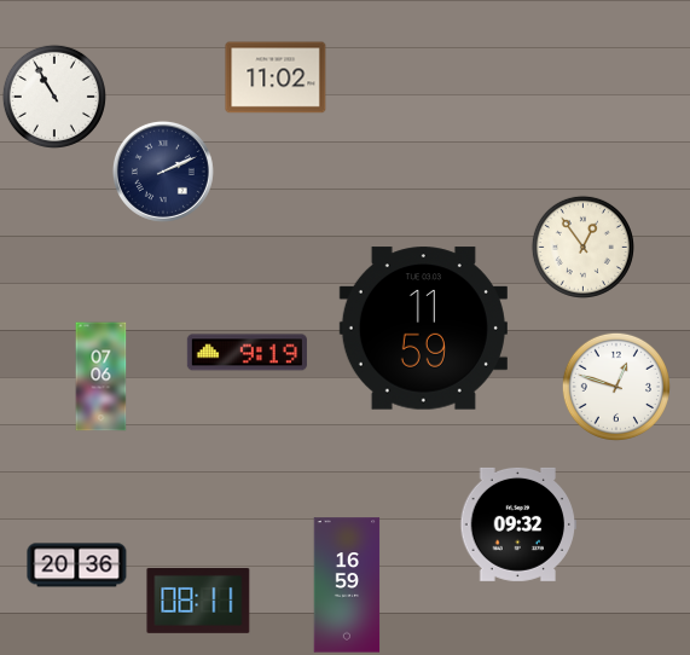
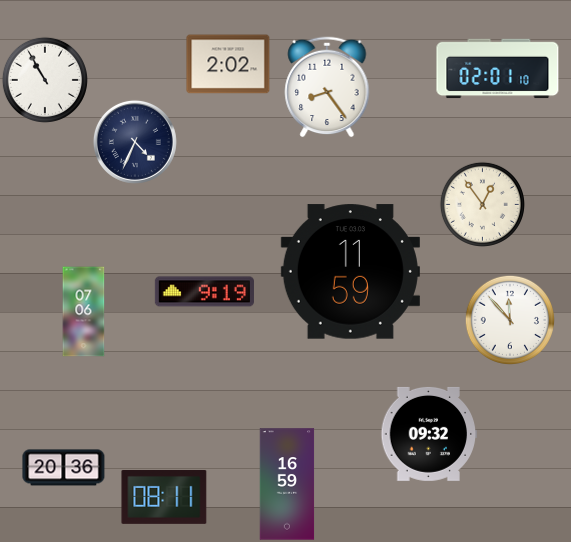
clock at (276, 77): 11:02 -> 2:02
clock at (498, 69): none -> 02:01
clock at (327, 87): none -> 8:24
clock at (163, 172): 2:11 -> 4:34
clock at (616, 387): 12:48 -> 11:53
